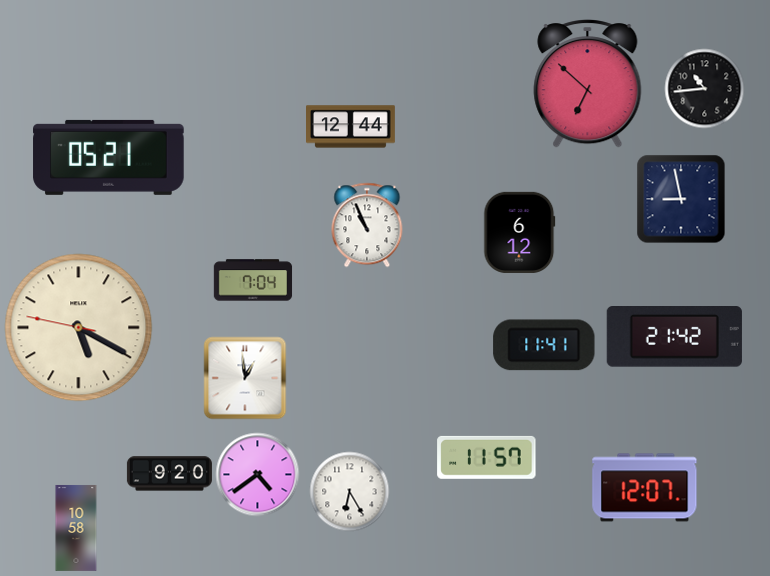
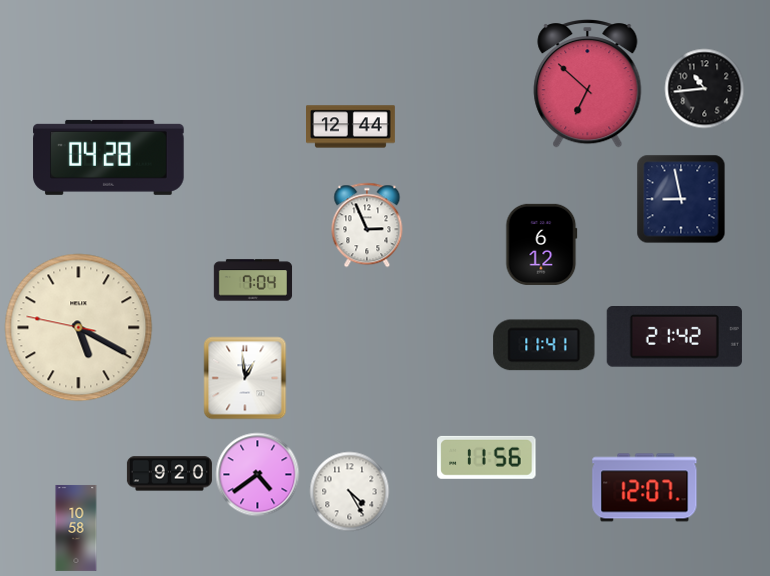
clock at (109, 157): 05:21 -> 04:28
clock at (367, 225): 10:56 -> 2:56
clock at (520, 232) position: (520, 232) -> (542, 244)
clock at (487, 457): 11:57 -> 11:56
clock at (349, 491): 6:25 -> 4:25
